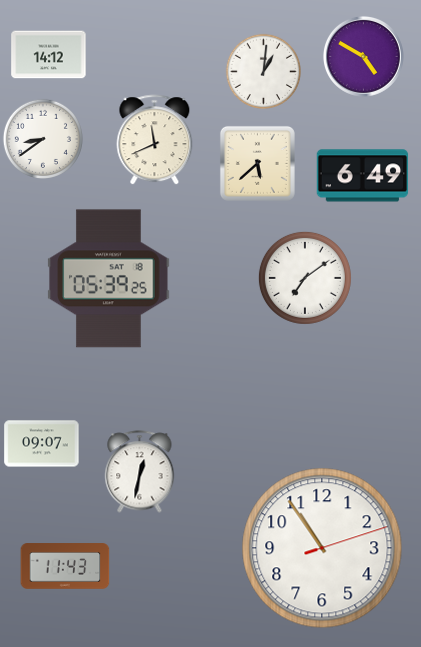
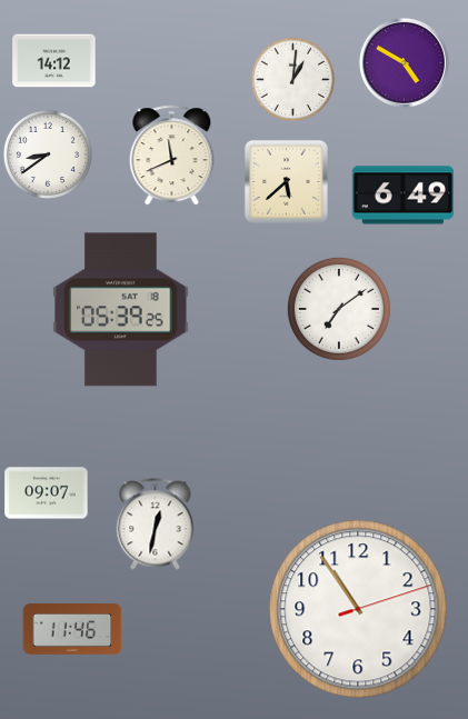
clock at (65, 566): 11:43 -> 11:46
